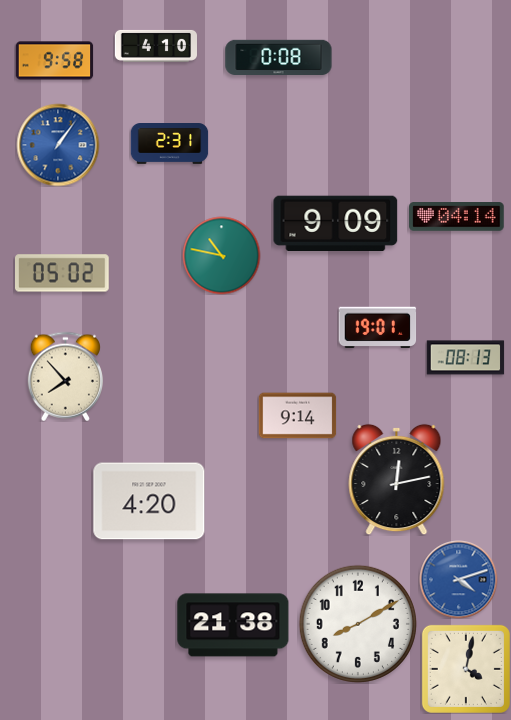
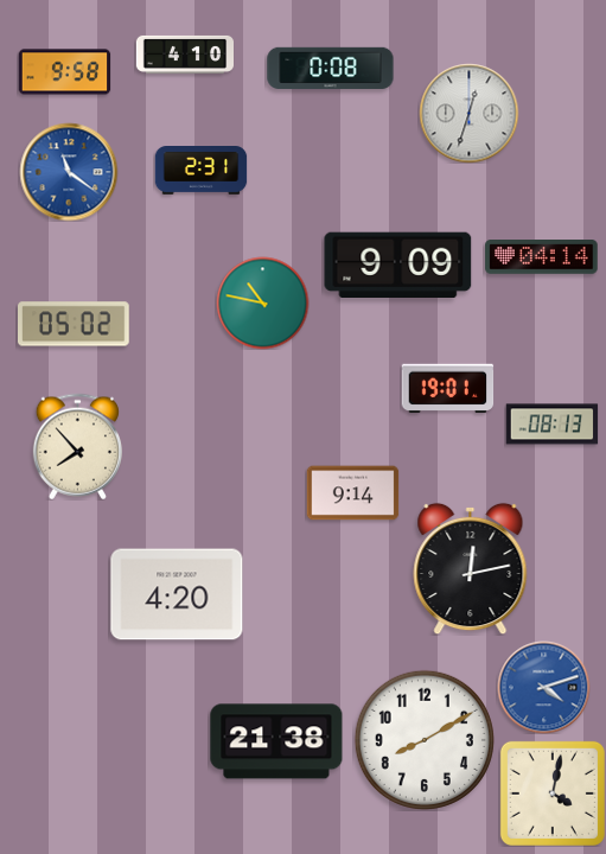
clock at (468, 113): none -> 12:33
clock at (58, 145): 1:06 -> 11:21
